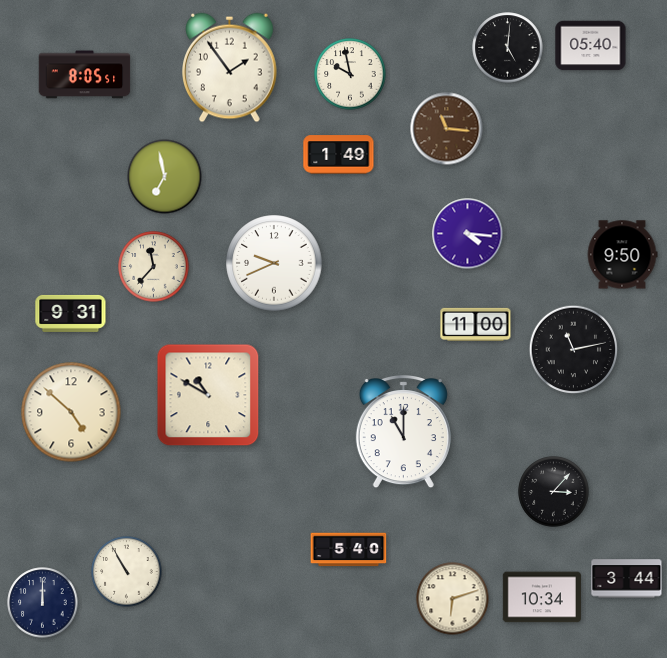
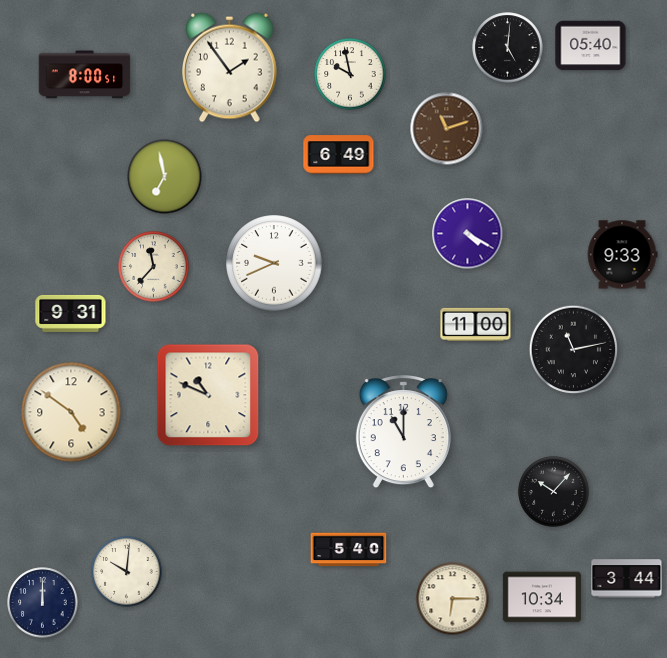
clock at (85, 75): 8:05 -> 8:00
clock at (447, 129): 11:16 -> 11:12
clock at (339, 155): 1:49 -> 6:49
clock at (468, 234): 4:16 -> 4:20
clock at (622, 255): 9:50 -> 9:33
clock at (208, 395): 10:50 -> 10:49
clock at (71, 412): 4:52 -> 4:51
clock at (554, 492): 3:07 -> 10:07
clock at (127, 572): 10:55 -> 10:01
clock at (453, 599): 6:12 -> 6:15
